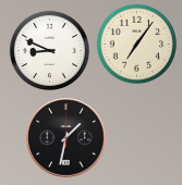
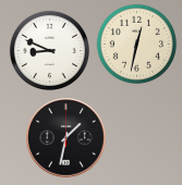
clock at (136, 44): 7:06 -> 12:32
